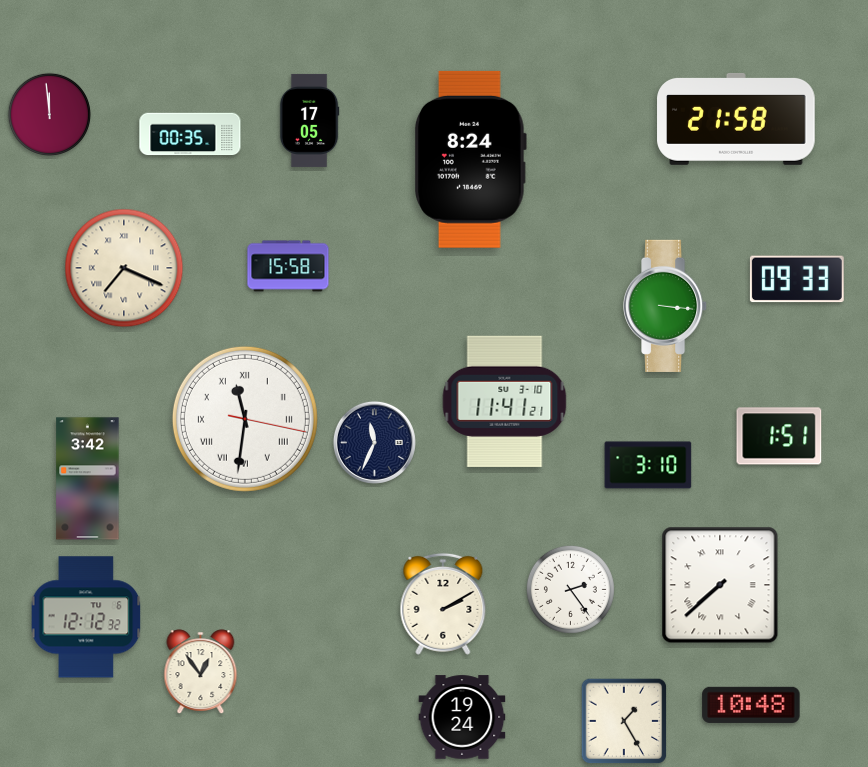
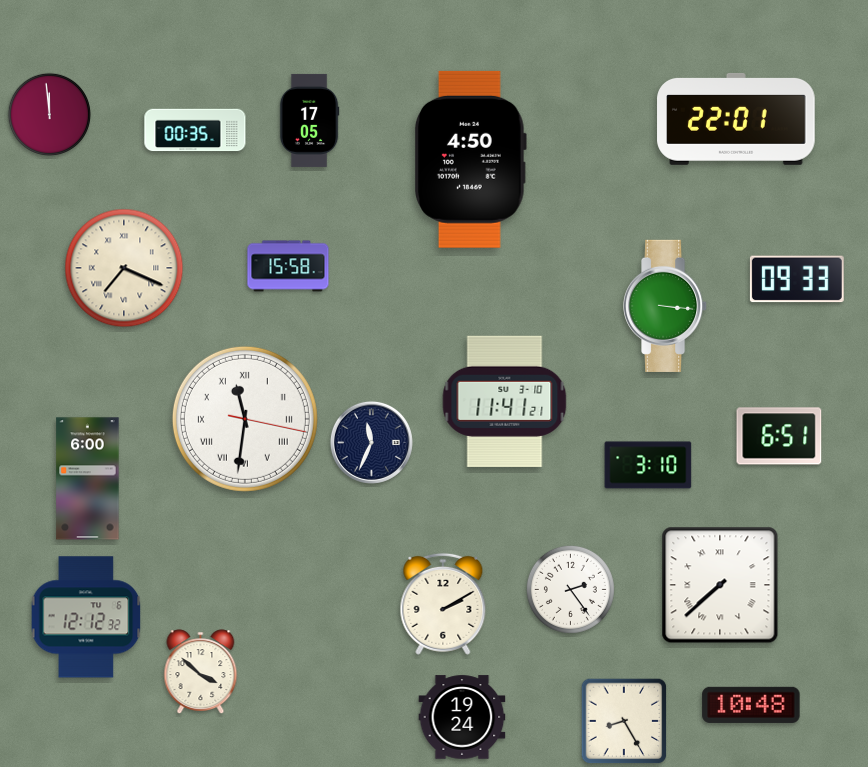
clock at (736, 119): 21:58 -> 22:01
clock at (190, 134) position: (190, 134) -> (195, 130)
clock at (470, 159): 8:24 -> 4:50
clock at (779, 436): 1:51 -> 6:51
clock at (374, 442) position: (374, 442) -> (371, 442)
clock at (88, 479): 3:42 -> 6:00
clock at (201, 671): 12:54 -> 3:52
clock at (624, 721): 1:25 -> 8:25
